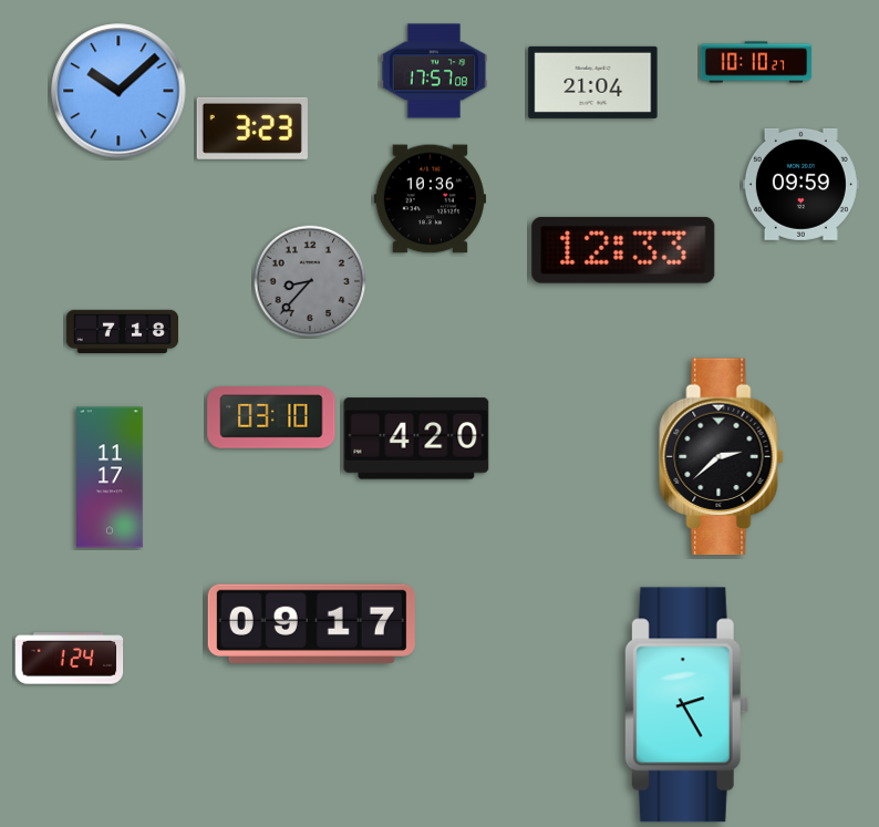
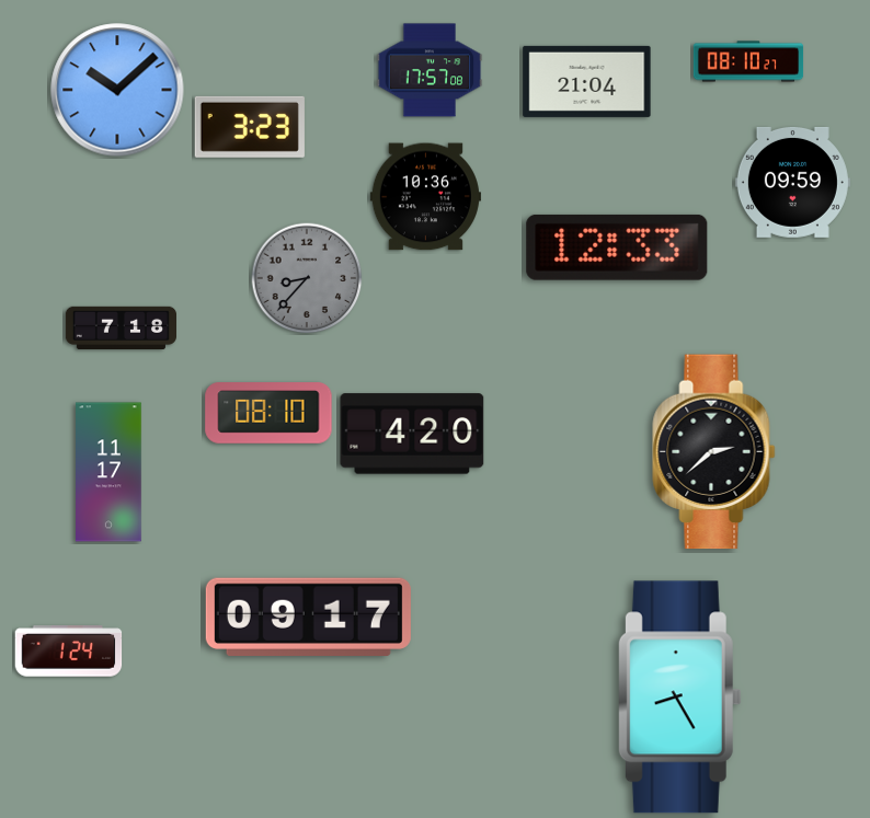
clock at (756, 62): 10:10 -> 08:10
clock at (271, 417): 03:10 -> 08:10
clock at (686, 705): 2:25 -> 8:25
